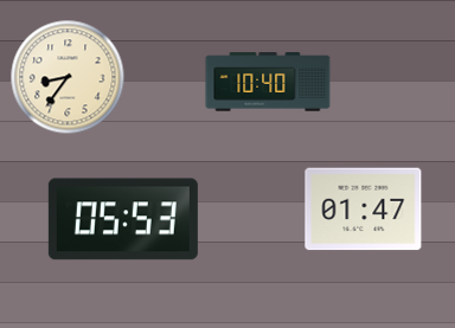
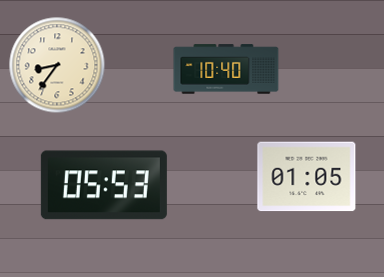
clock at (364, 210): 01:47 -> 01:05
